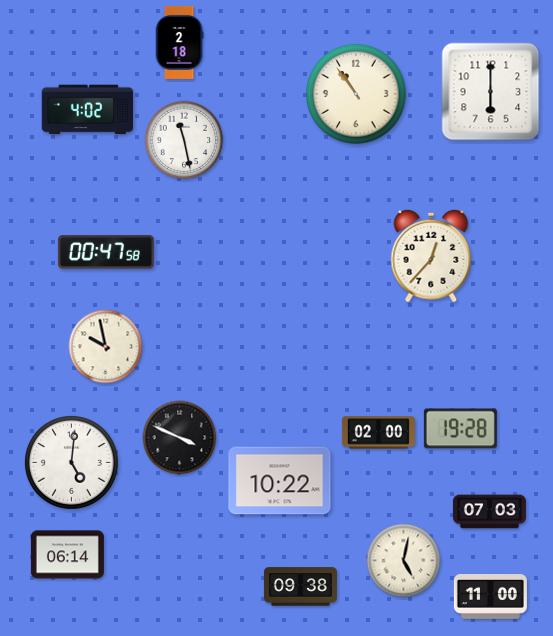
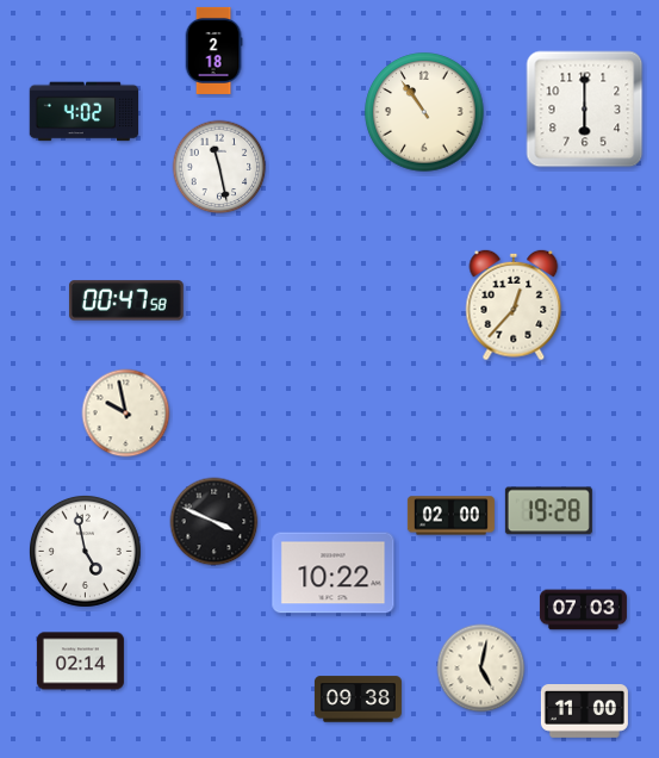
clock at (88, 110) position: (88, 110) -> (85, 112)
clock at (71, 462): 5:01 -> 4:58
clock at (67, 555): 06:14 -> 02:14
